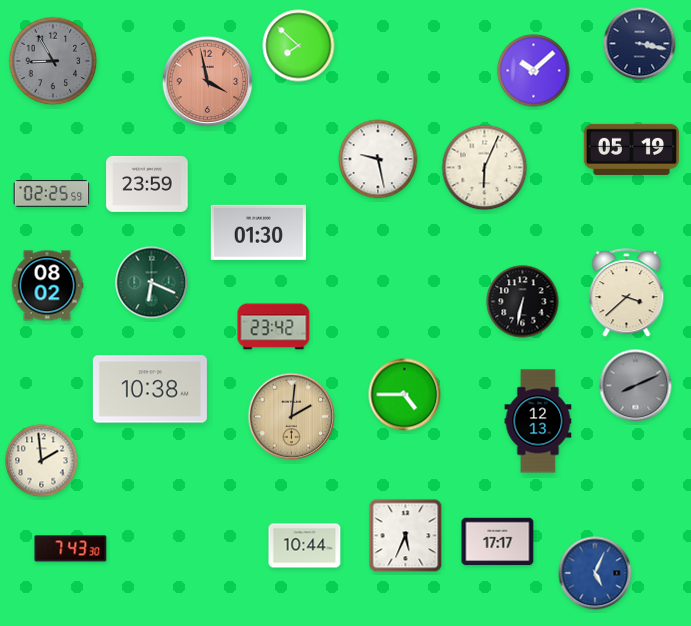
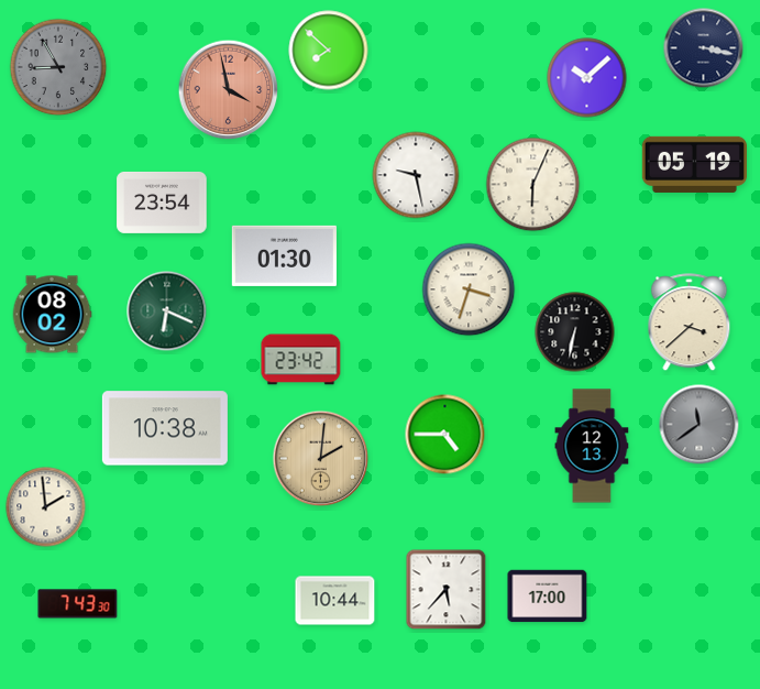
clock at (147, 184): 23:59 -> 23:54
clock at (52, 194): 02:25 -> none
clock at (469, 289): none -> 3:33
clock at (636, 386): 8:11 -> 11:39
clock at (538, 421) position: (538, 421) -> (592, 446)
clock at (406, 536): 5:34 -> 5:37
clock at (498, 542): 17:17 -> 17:00
clock at (595, 573): 5:04 -> none
